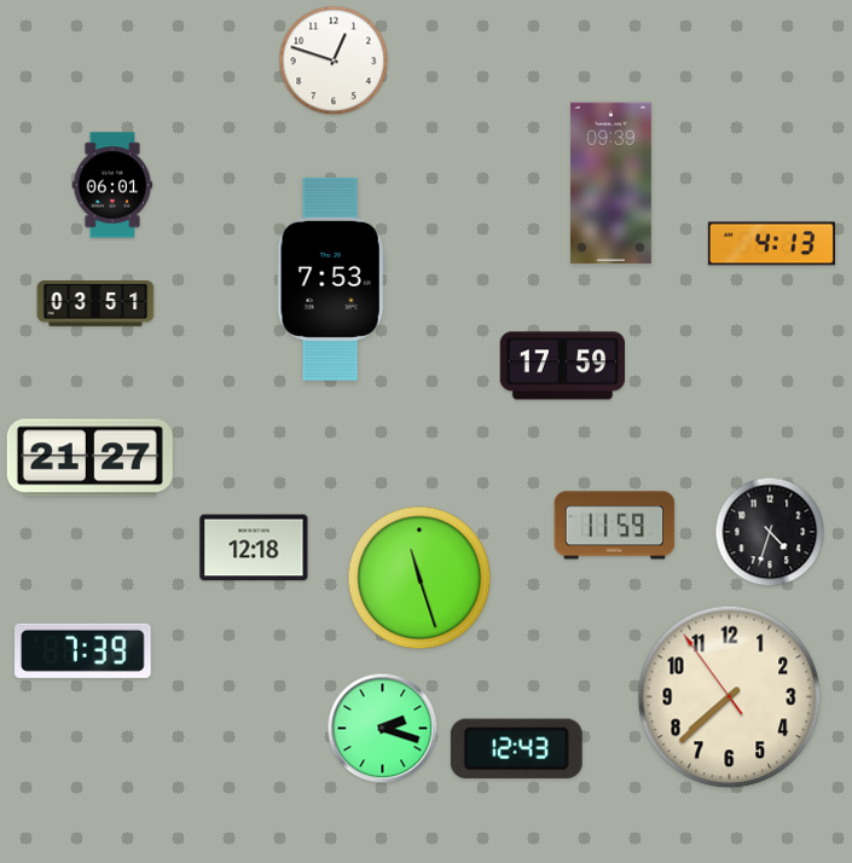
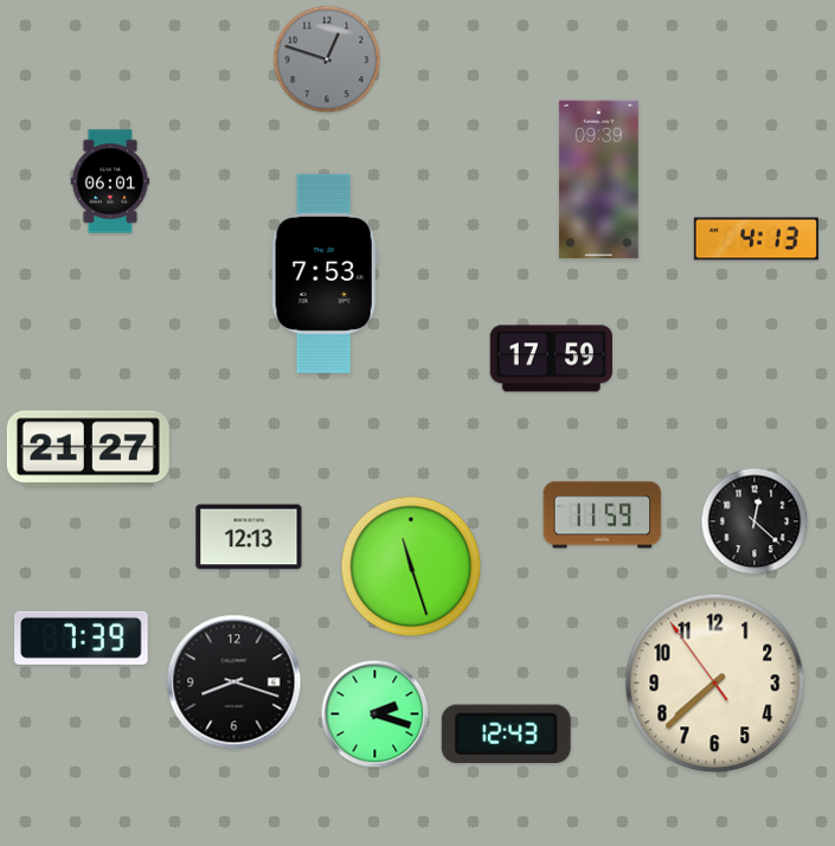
clock at (334, 60) dial: white -> grey
clock at (95, 305): 03:51 -> none
clock at (770, 532): 4:33 -> 12:22
clock at (254, 548): 12:18 -> 12:13
clock at (235, 682): none -> 8:18
